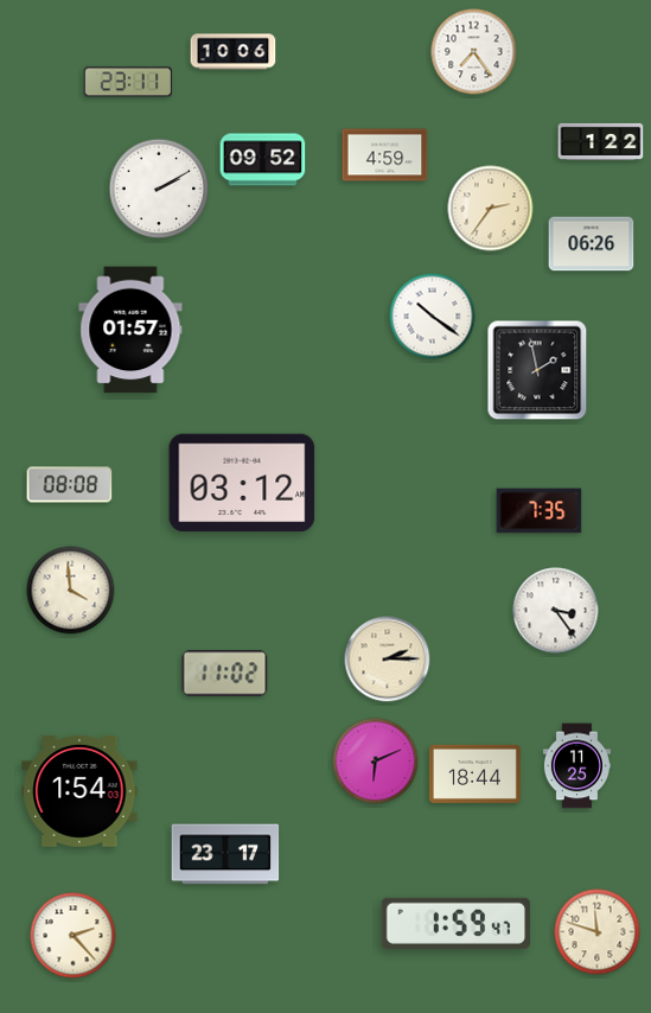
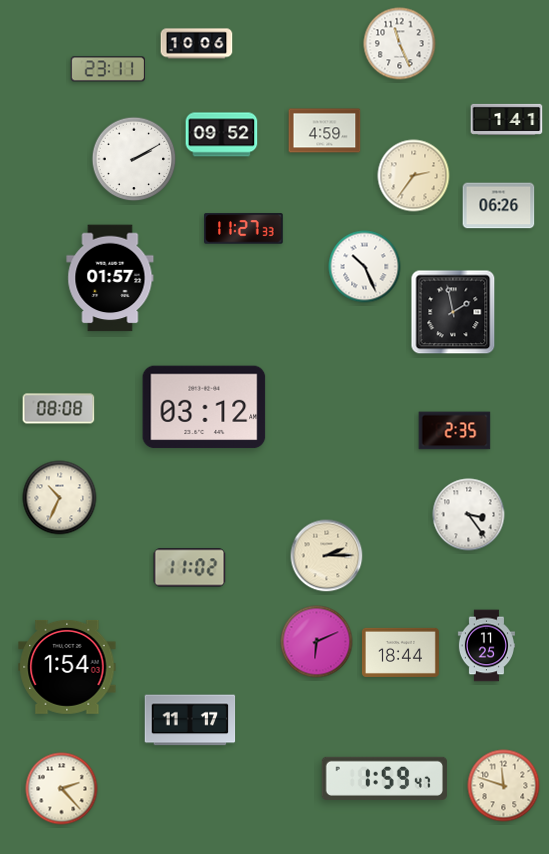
clock at (474, 52): 7:24 -> 11:26
clock at (601, 141): 1:22 -> 1:41
clock at (244, 229): none -> 11:27
clock at (433, 317): 10:21 -> 10:26
clock at (540, 511): 7:35 -> 2:35
clock at (71, 591): 3:59 -> 10:34
clock at (225, 854): 23:17 -> 11:17
